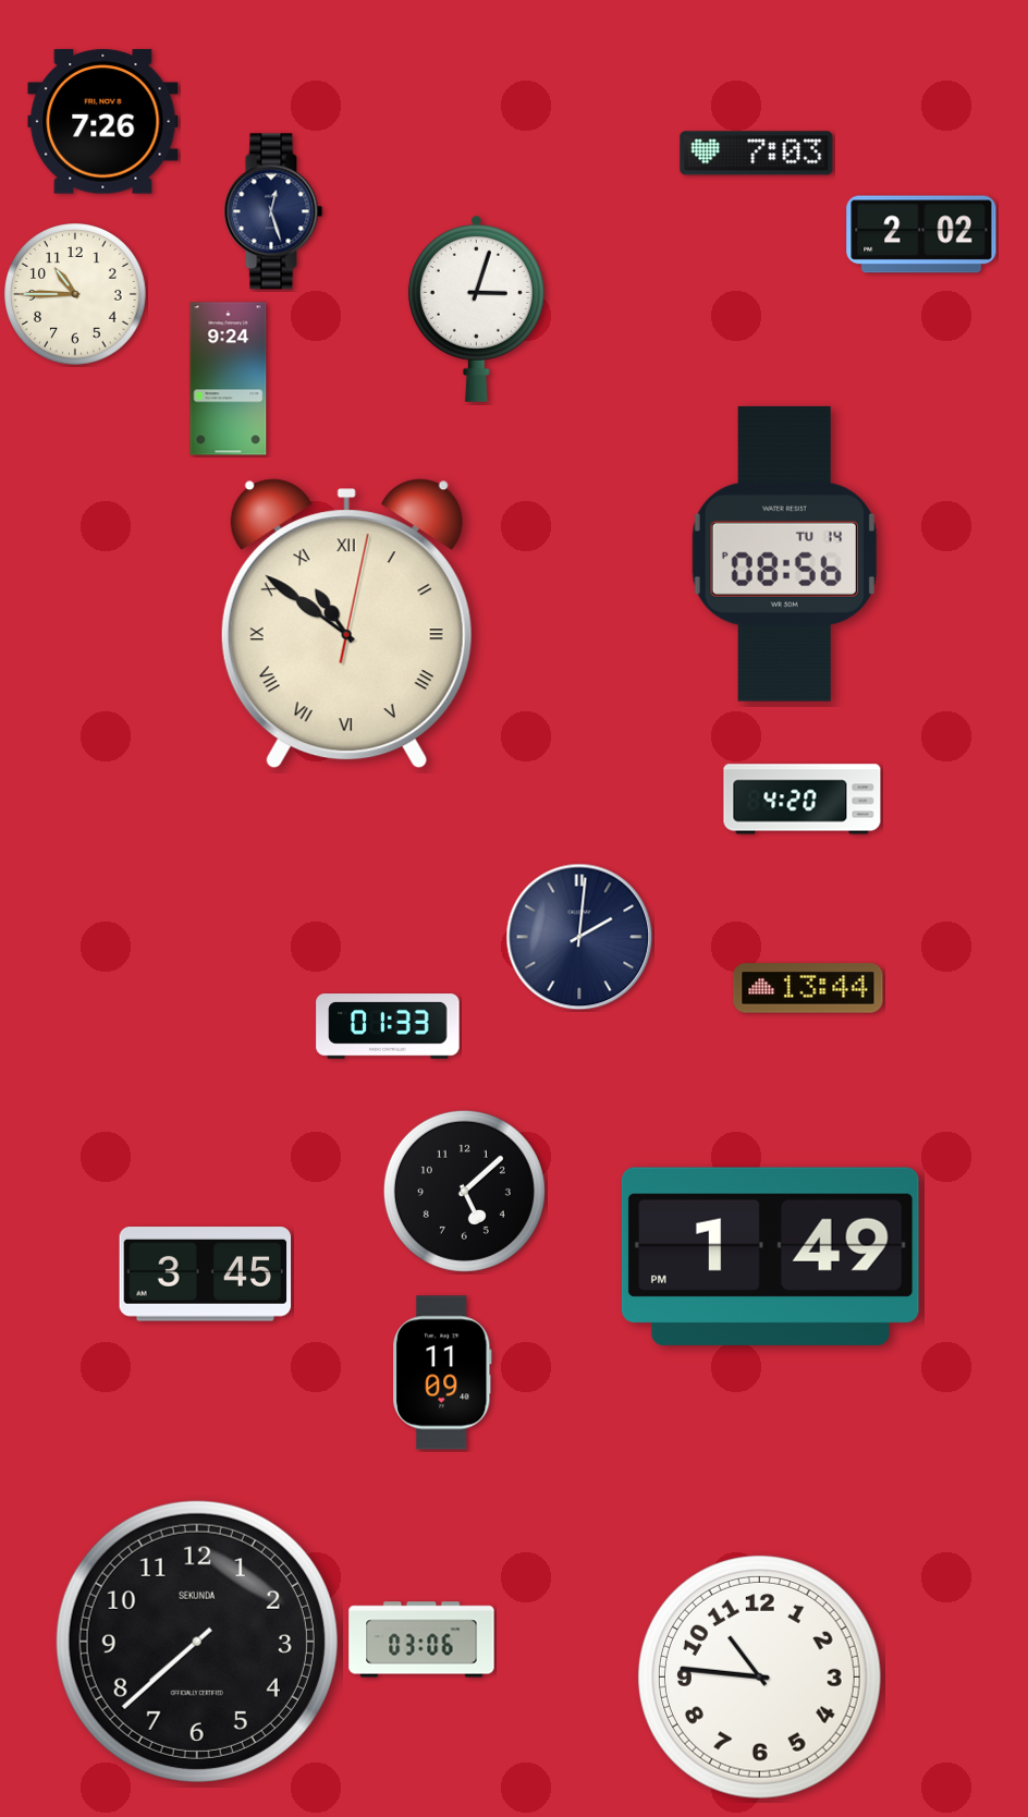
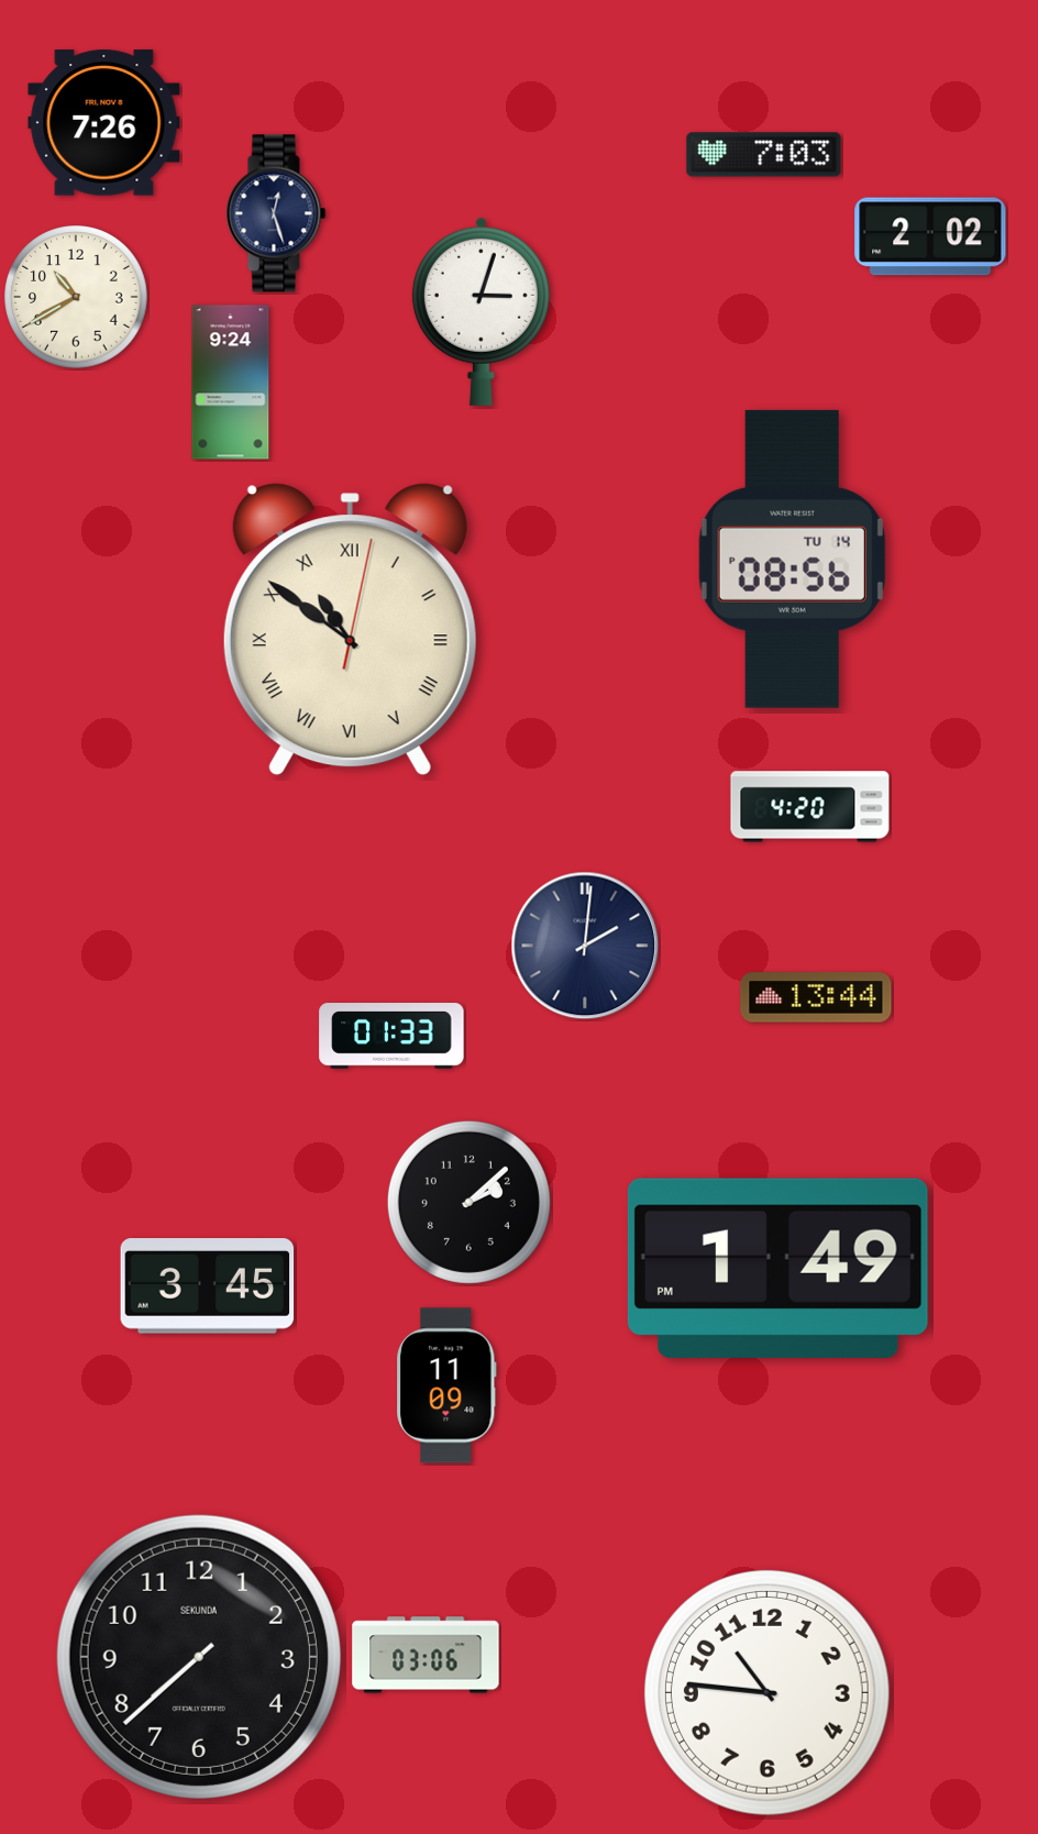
clock at (75, 294): 10:45 -> 10:40
clock at (464, 1191): 5:08 -> 2:08
